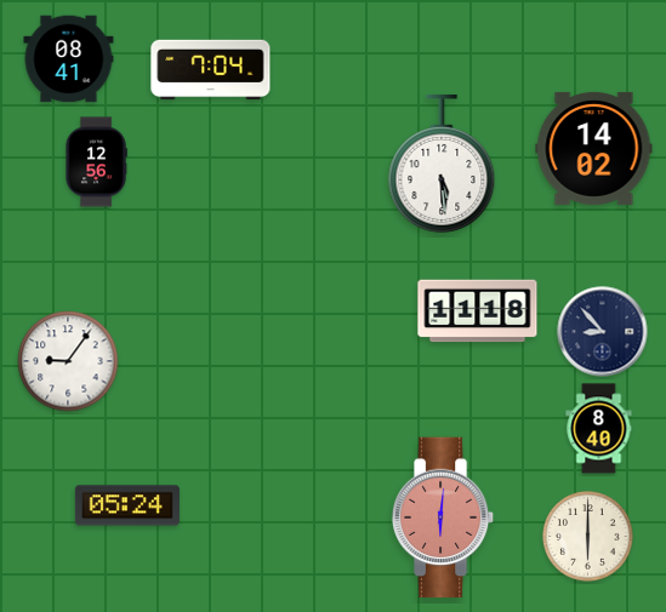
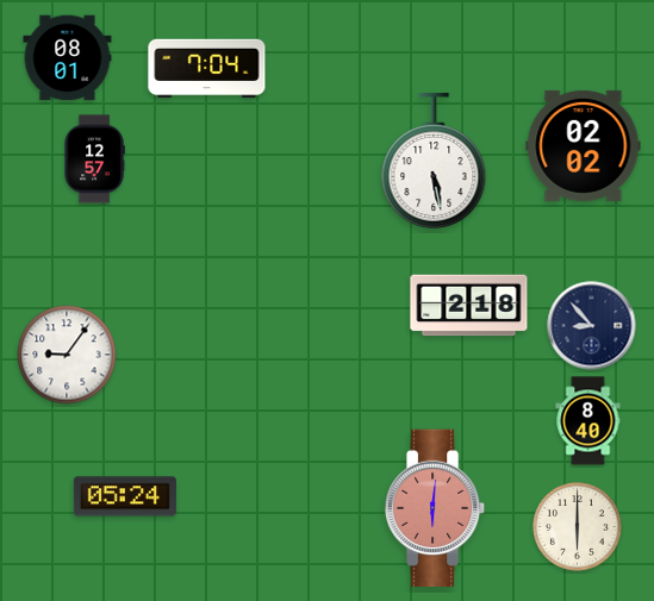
clock at (69, 59): 08:41 -> 08:01
clock at (594, 148): 14:02 -> 02:02
clock at (96, 162): 12:56 -> 12:57
clock at (442, 164): 5:29 -> 5:28
clock at (478, 311): 11:18 -> 2:18
